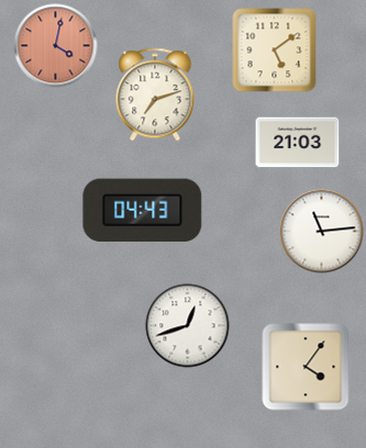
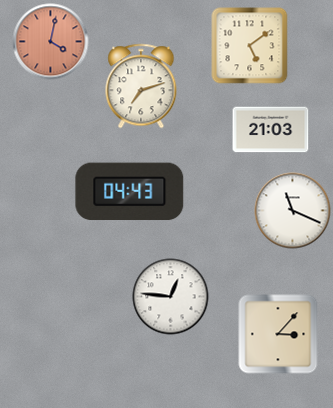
clock at (322, 232): 11:14 -> 11:19
clock at (188, 326): 12:42 -> 12:46
clock at (306, 367): 4:06 -> 3:07
